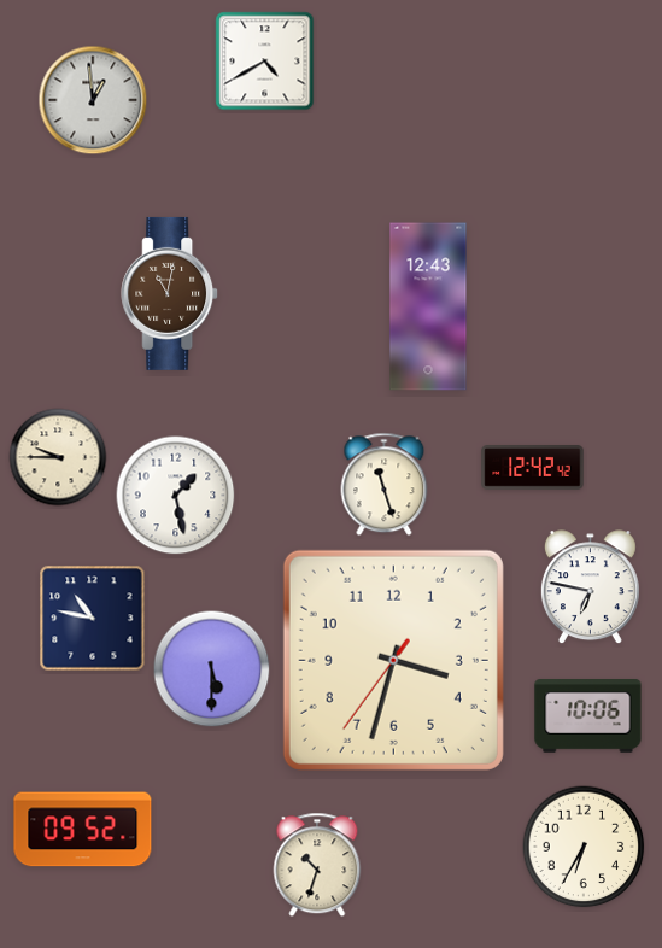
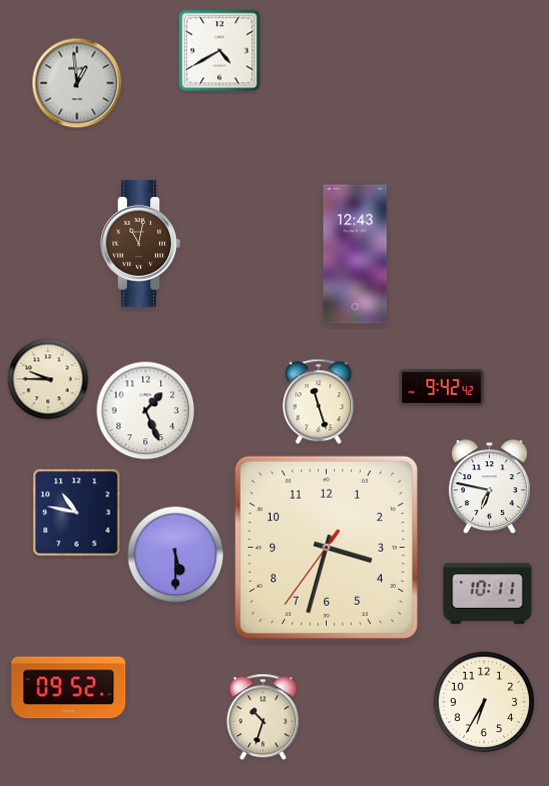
clock at (533, 468): 12:42 -> 9:42
clock at (176, 496): 1:28 -> 1:26
clock at (588, 716): 10:06 -> 10:11
